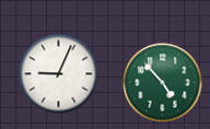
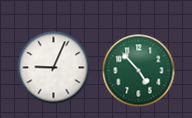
clock at (163, 83) position: (163, 83) -> (139, 71)
